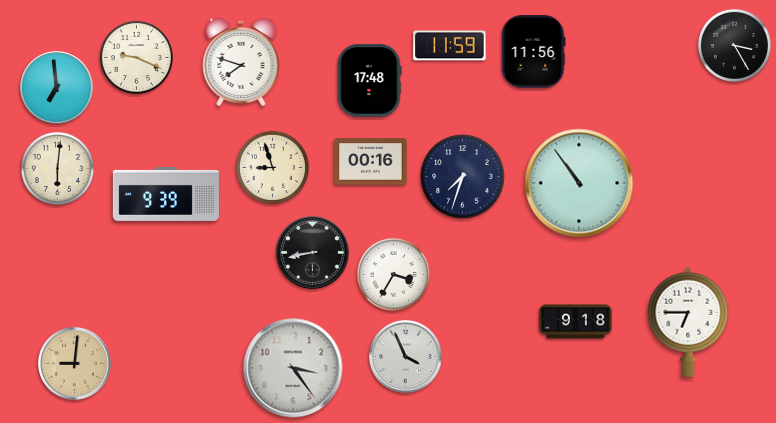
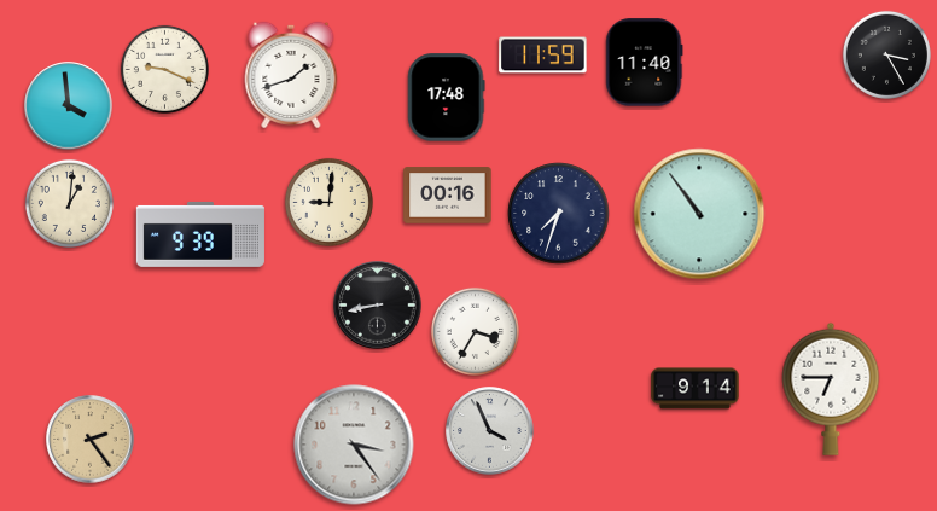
clock at (534, 52): 11:56 -> 11:40
clock at (241, 62): 7:48 -> 1:42
clock at (57, 88): 6:59 -> 3:59
clock at (272, 167): 8:57 -> 9:01
clock at (57, 168): 6:01 -> 1:01
clock at (579, 183) position: (579, 183) -> (699, 214)
clock at (576, 322): 9:18 -> 9:14
clock at (75, 364): 9:01 -> 2:24
